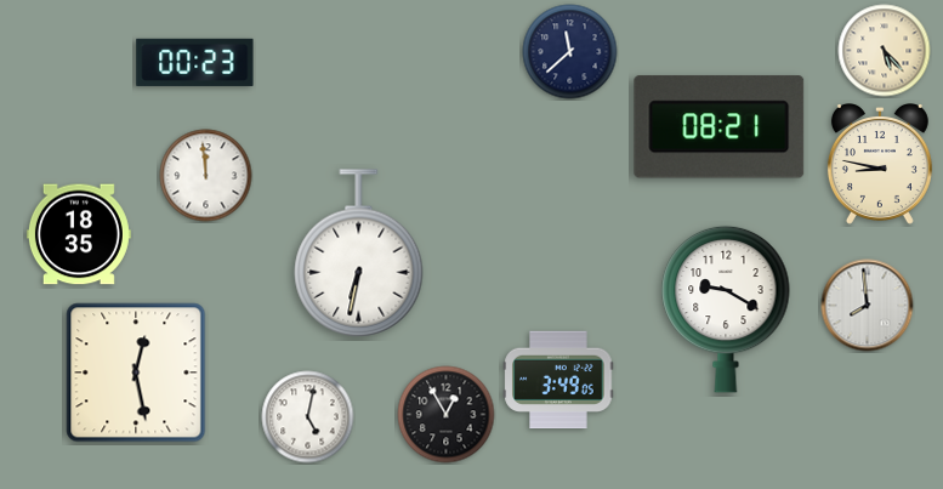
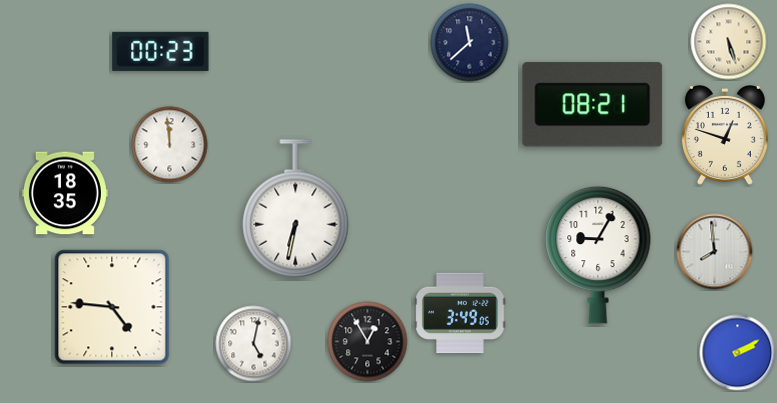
clock at (885, 51): 5:23 -> 5:27
clock at (880, 165): 8:47 -> 12:48
clock at (726, 309): 9:20 -> 9:05
clock at (136, 373): 12:28 -> 4:46
clock at (738, 353): none -> 2:10
